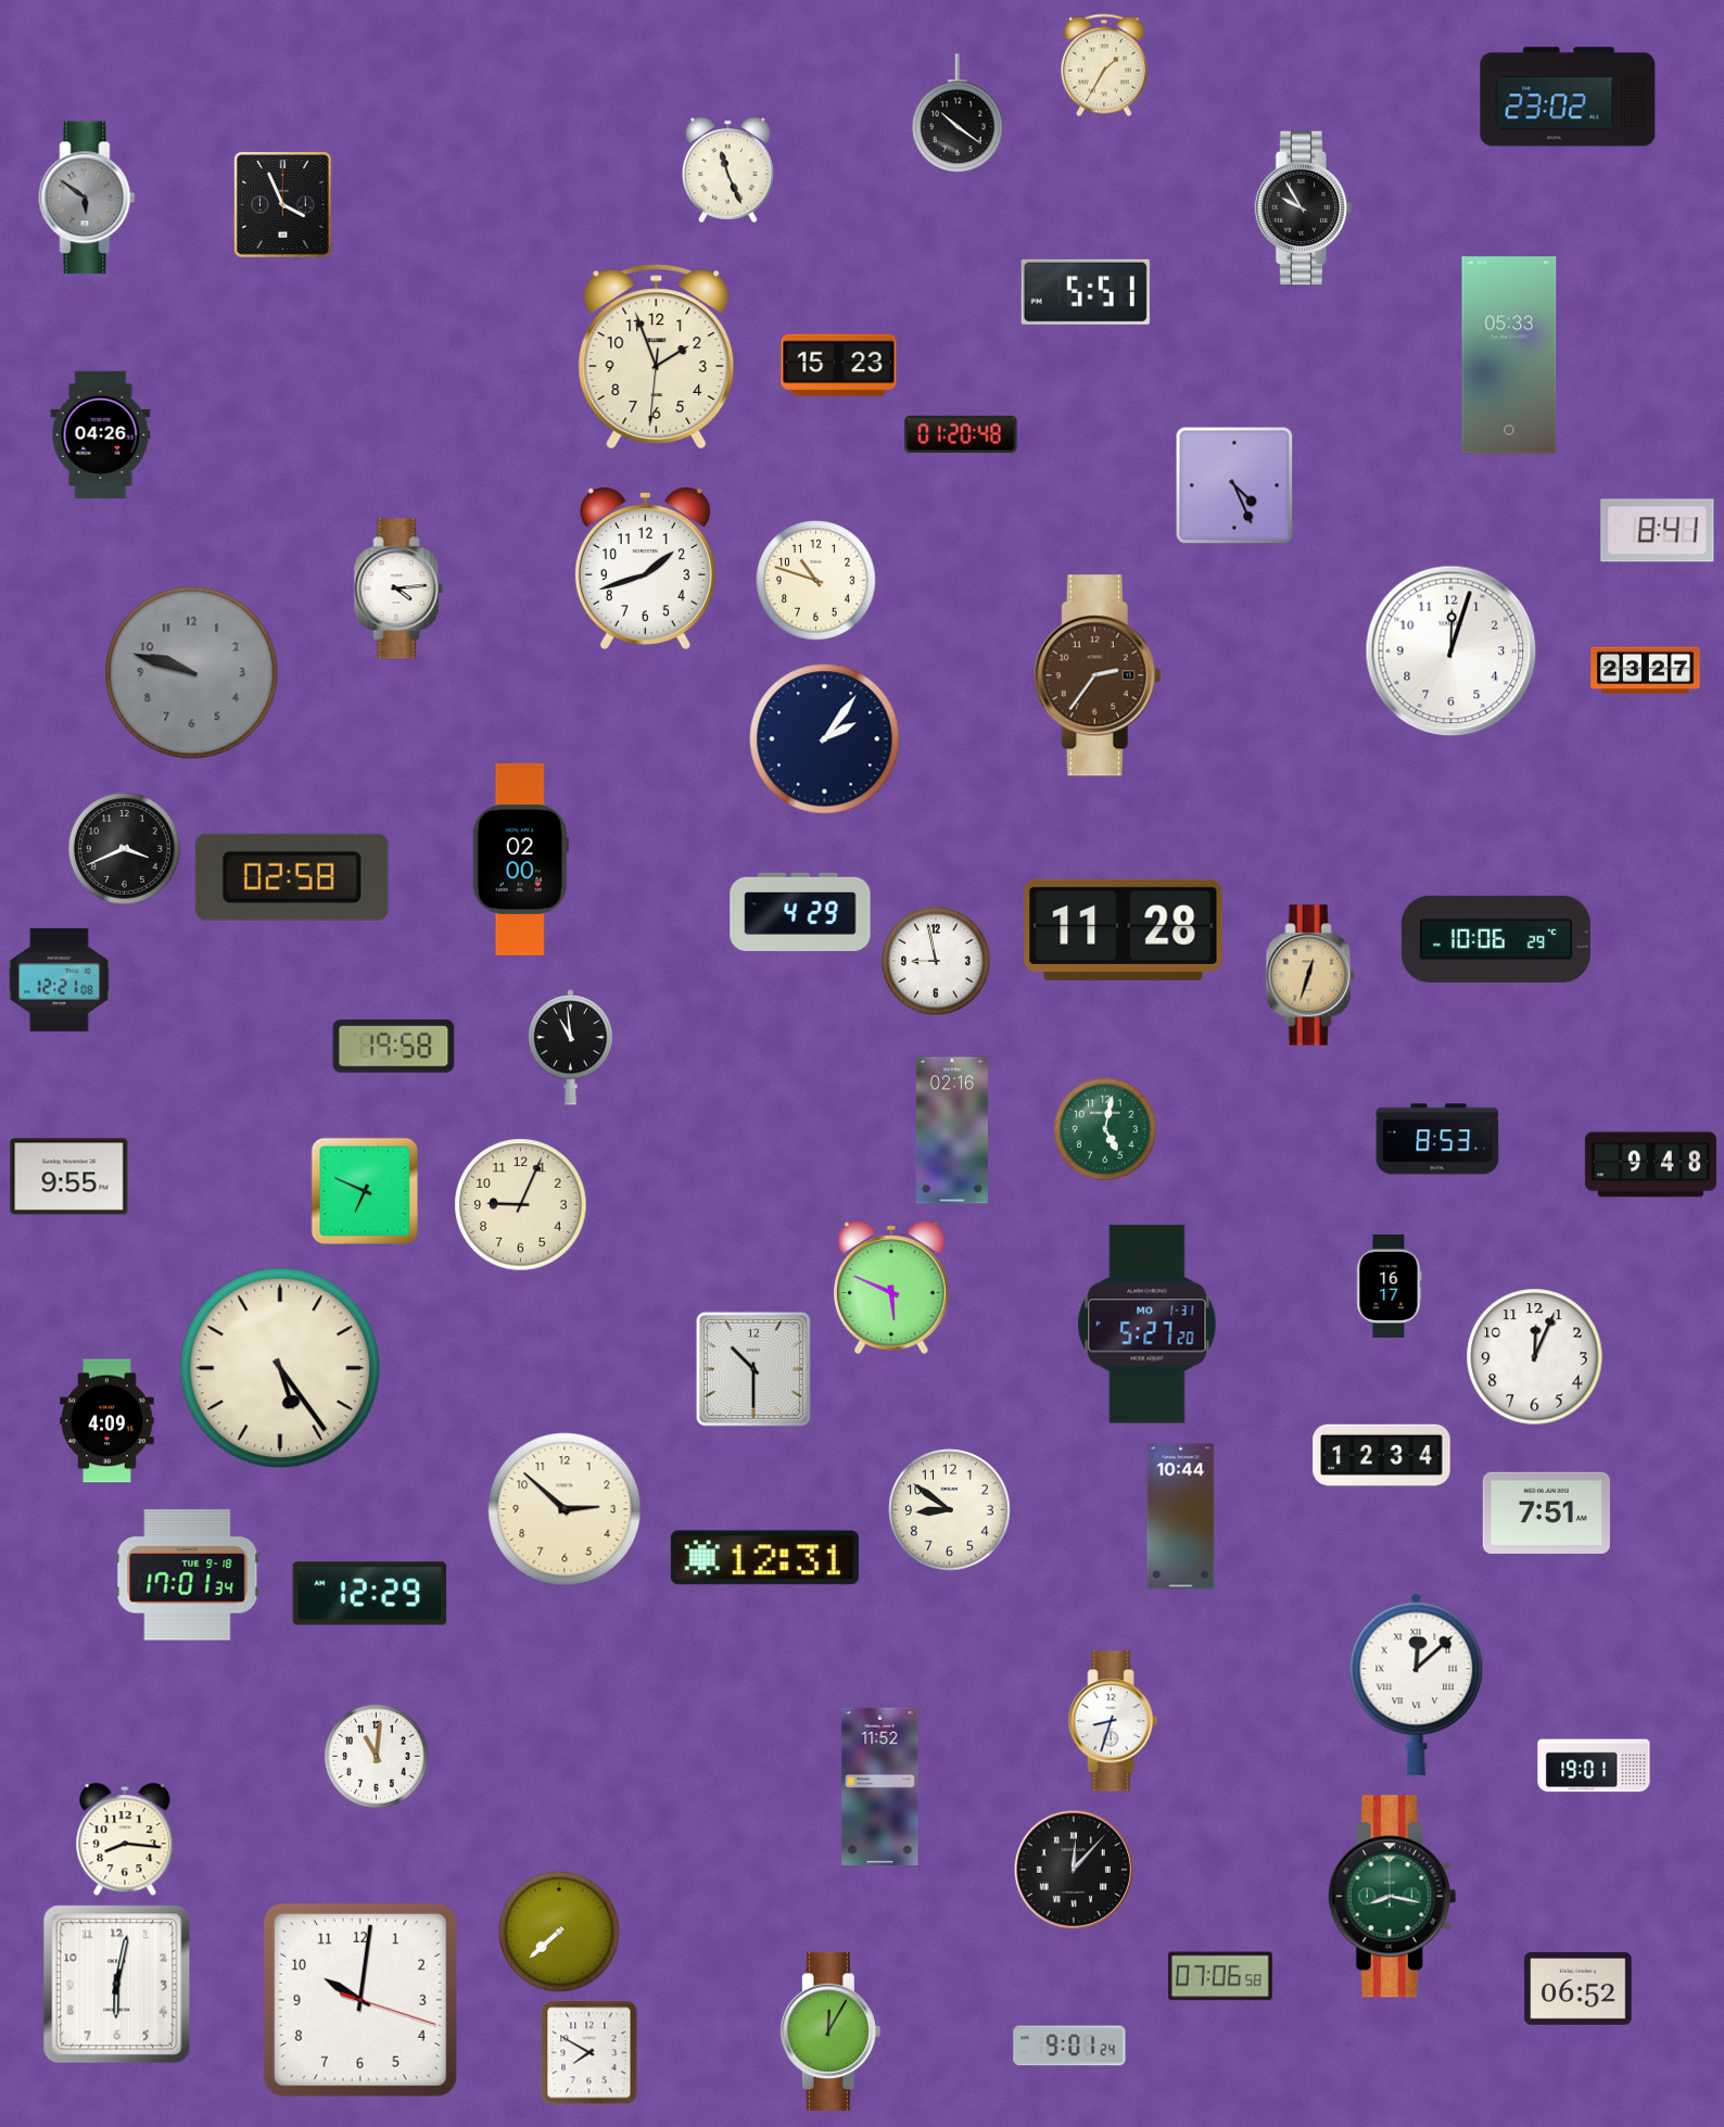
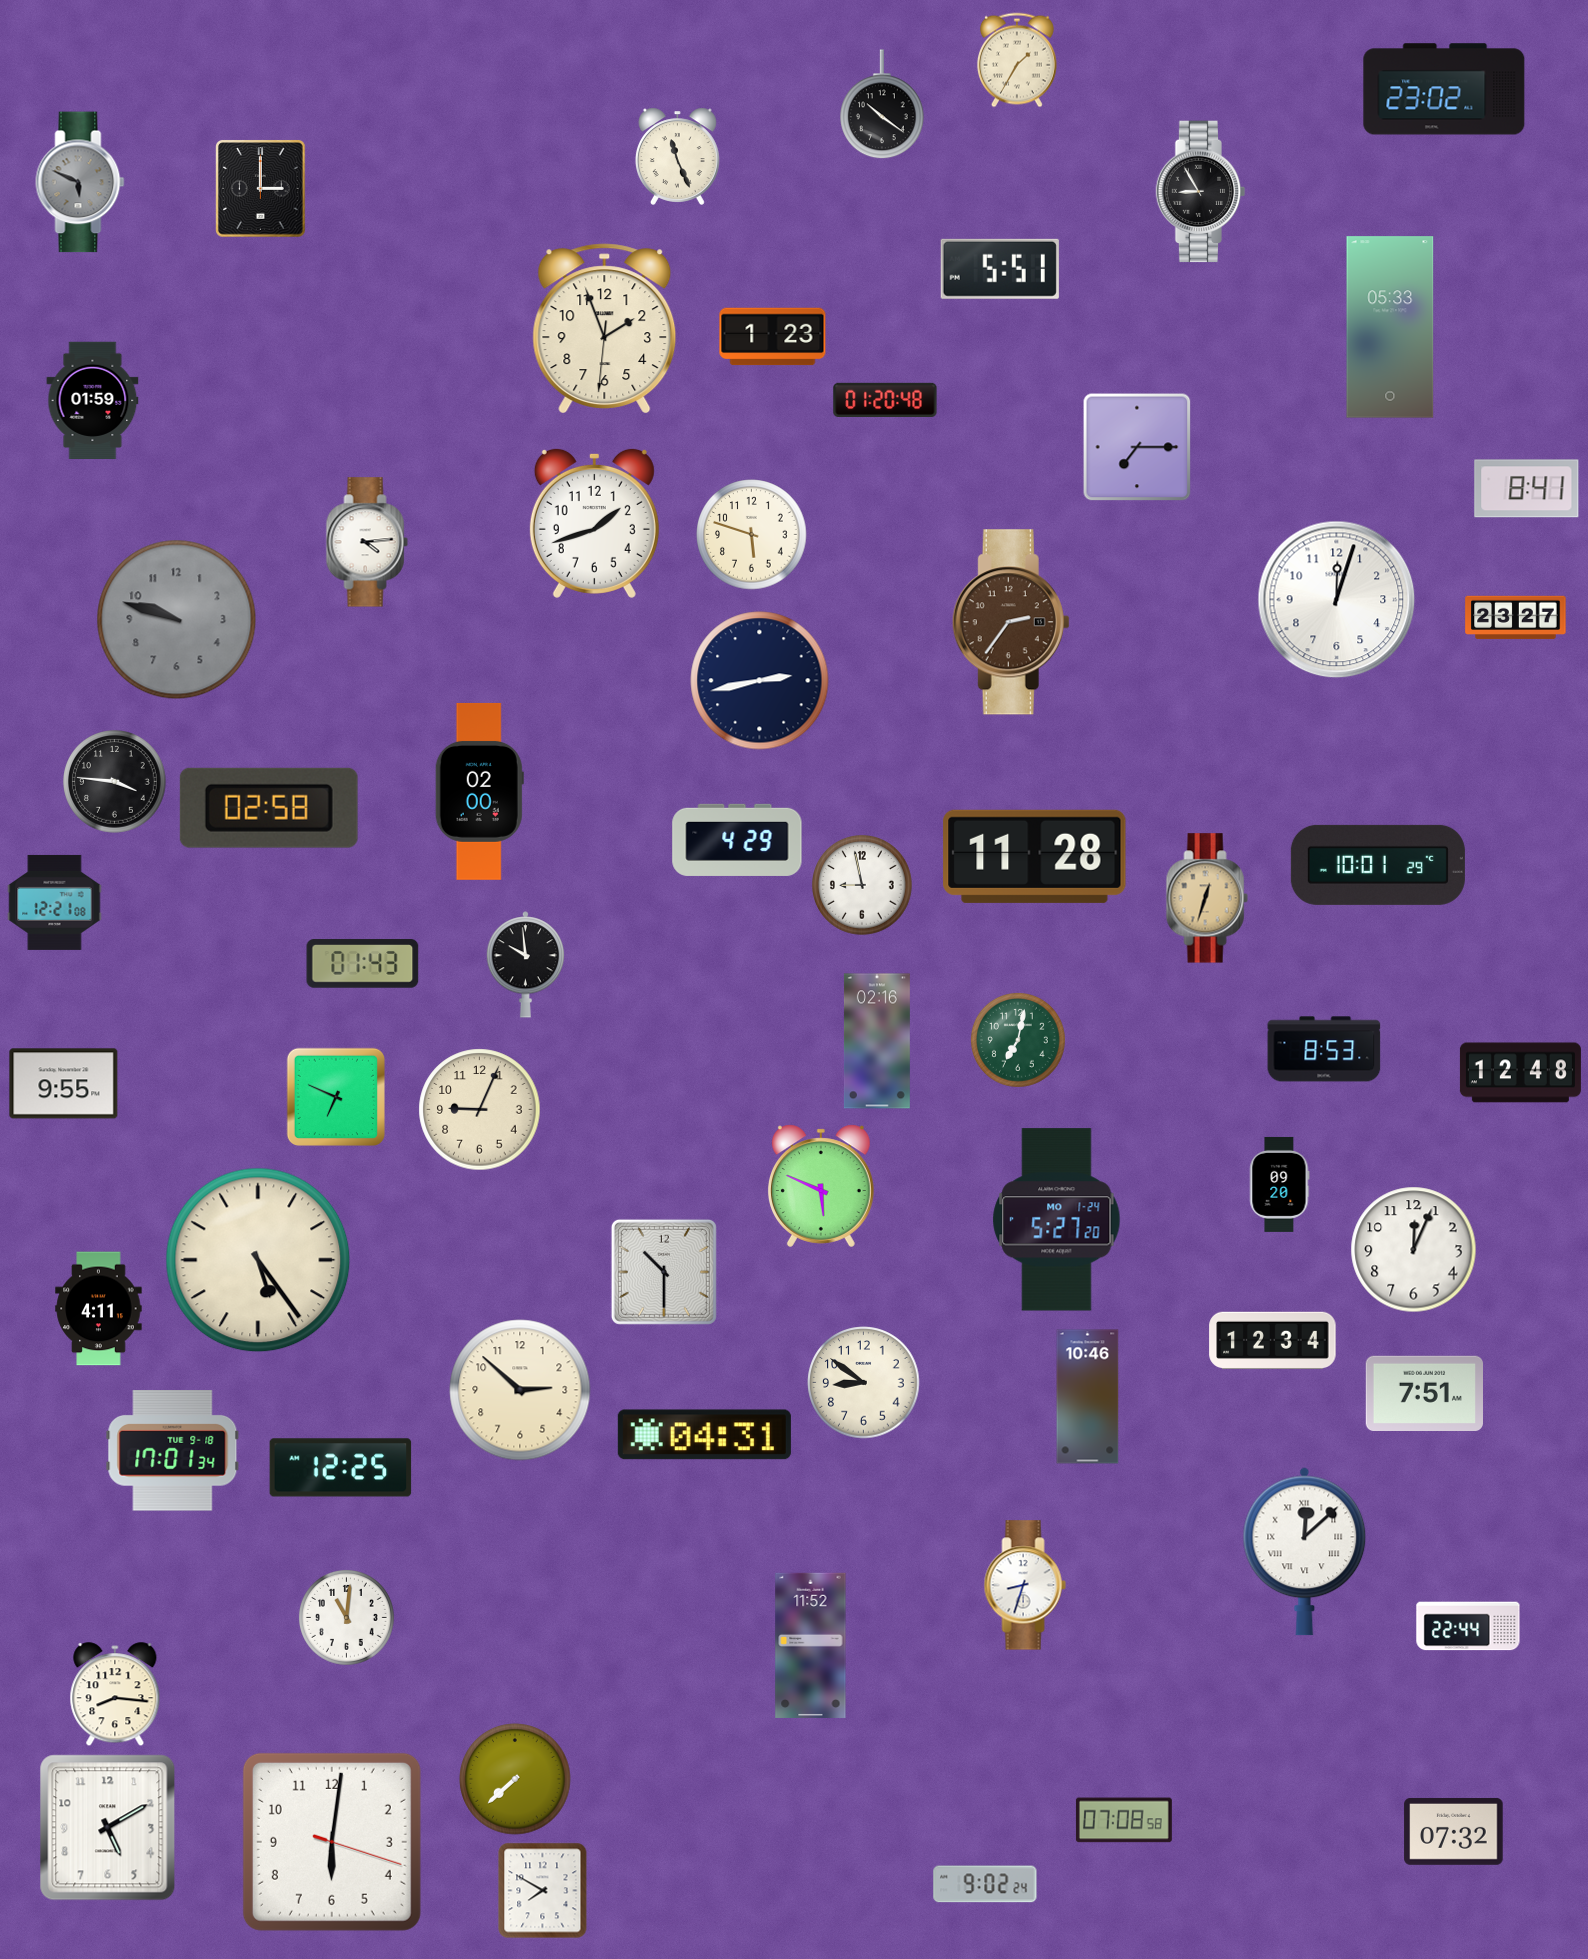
clock at (727, 169) position: (727, 169) -> (677, 156)
clock at (87, 198): 5:51 -> 5:49
clock at (283, 205): 3:56 -> 3:00
clock at (1304, 208): 9:55 -> 8:55
clock at (839, 366): 15:23 -> 1:23
clock at (101, 435): 04:26 -> 01:59
clock at (1234, 485): 4:26 -> 7:15
clock at (816, 581): 10:48 -> 5:48
clock at (825, 739): 2:06 -> 2:43
clock at (125, 849): 3:41 -> 3:46
clock at (1496, 939): 10:06 -> 10:01
clock at (394, 1047): 19:58 -> 01:43
clock at (571, 1048): 10:59 -> 9:59
clock at (1105, 1129): 5:02 -> 7:02
clock at (1650, 1165): 9:48 -> 12:48
clock at (1390, 1286): 16:17 -> 09:20
clock at (1148, 1325) date: MO 1-31 -> MO 1-24
clock at (753, 1369) position: (753, 1369) -> (664, 1272)
clock at (107, 1421): 4:09 -> 4:11
clock at (950, 1510) position: (950, 1510) -> (864, 1383)
clock at (1181, 1517): 10:44 -> 10:46
clock at (764, 1558): 12:31 -> 04:31
clock at (370, 1594): 12:29 -> 12:25
clock at (1594, 1765): 19:01 -> 22:44
clock at (1074, 1870): 12:07 -> none
clock at (1393, 1897): 8:17 -> none
clock at (1220, 1976): 07:06 -> 07:08
clock at (117, 1985): 6:02 -> 5:10
clock at (1579, 1988): 06:52 -> 07:32
clock at (360, 2000): 10:01 -> 6:01
clock at (831, 2031): 12:05 -> none
clock at (1069, 2046): 9:01 -> 9:02
